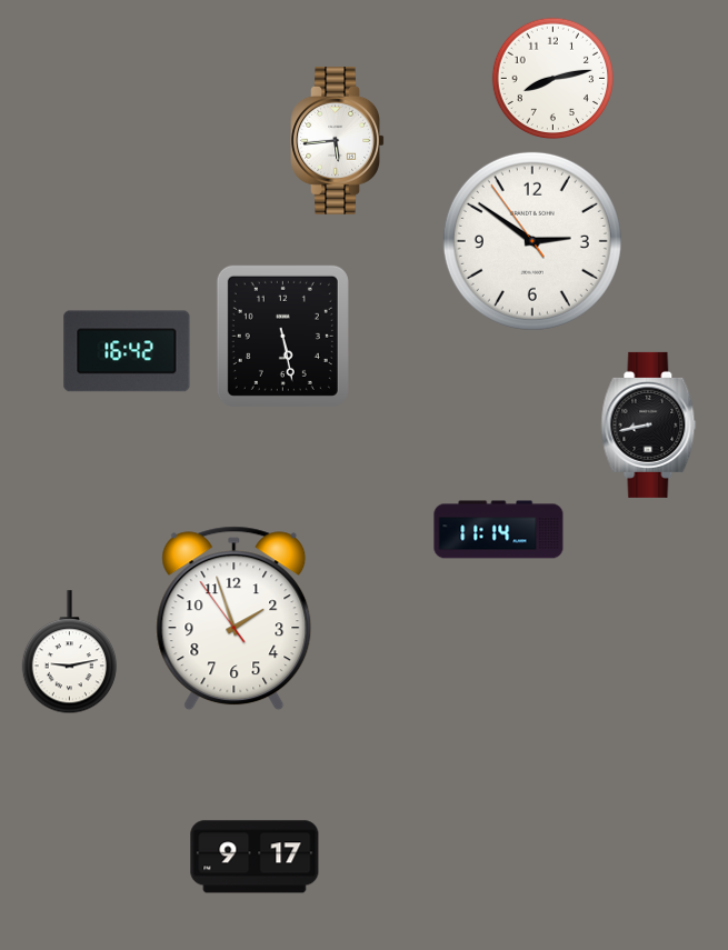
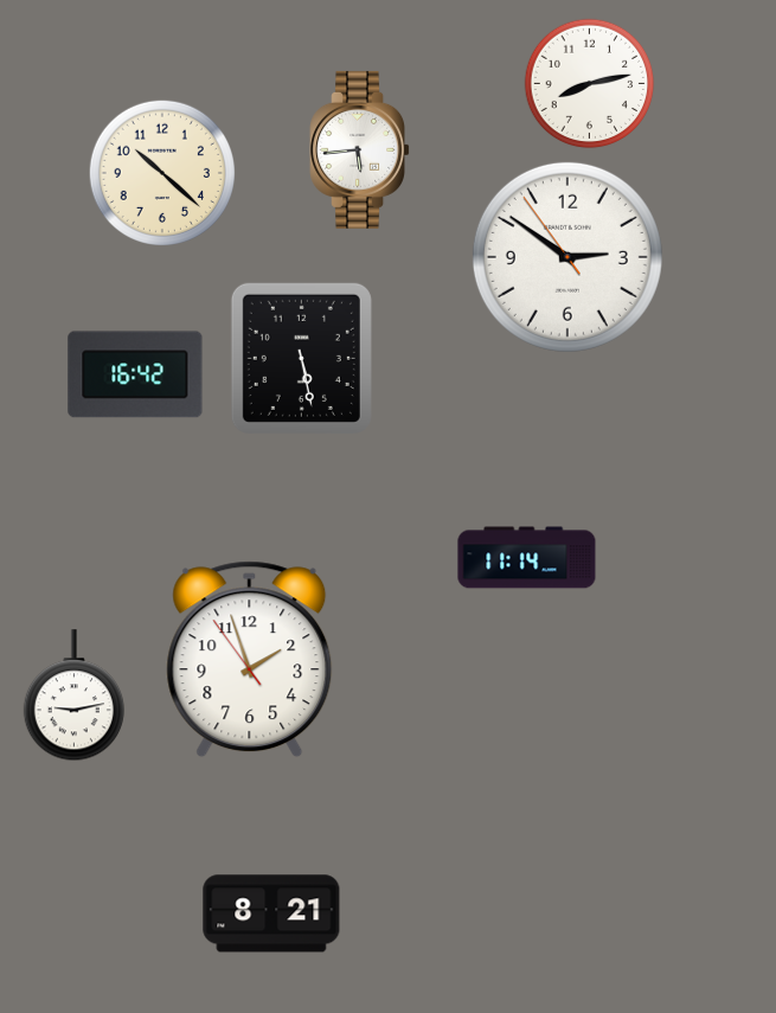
clock at (162, 173): none -> 10:22
clock at (649, 424): 8:43 -> none
clock at (499, 530) position: (499, 530) -> (527, 558)
clock at (255, 857): 9:17 -> 8:21
